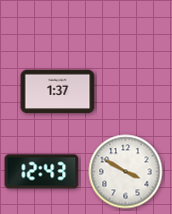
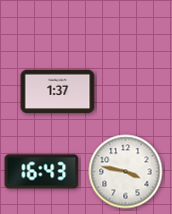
clock at (42, 172): 12:43 -> 16:43
clock at (126, 172): 3:50 -> 3:47
